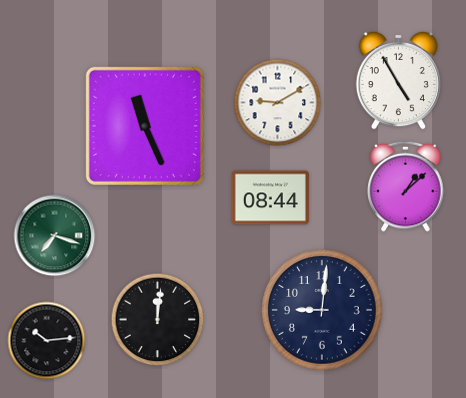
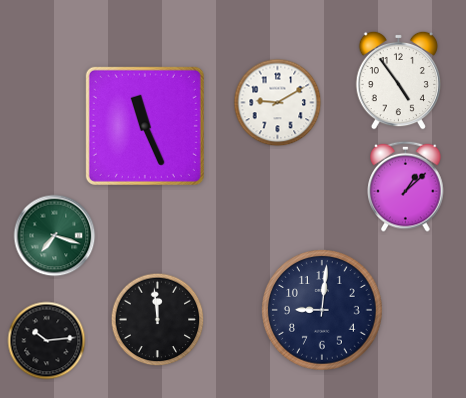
clock at (398, 80): 4:55 -> 4:54
clock at (270, 198): 08:44 -> none
clock at (158, 320): 12:01 -> 11:59
